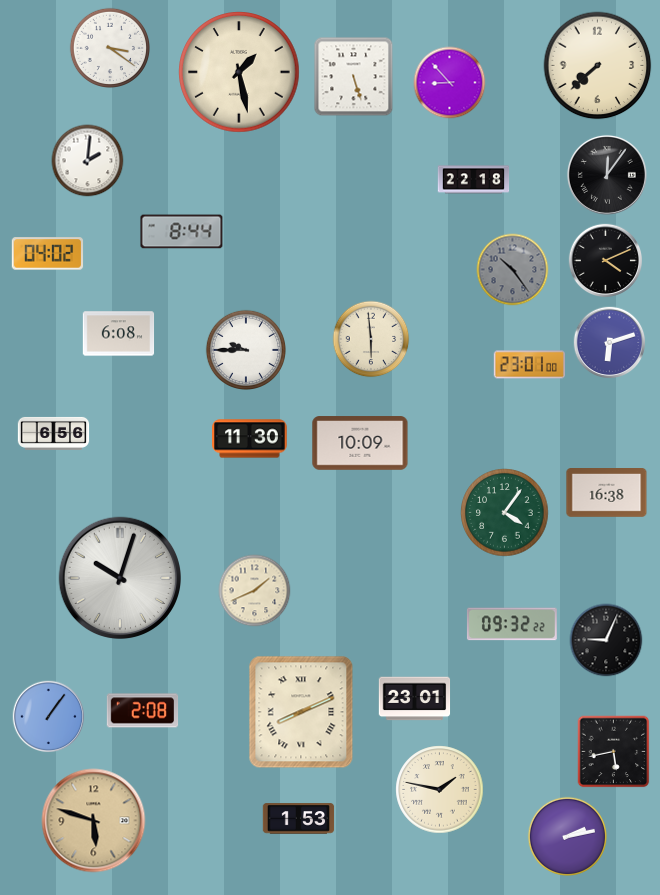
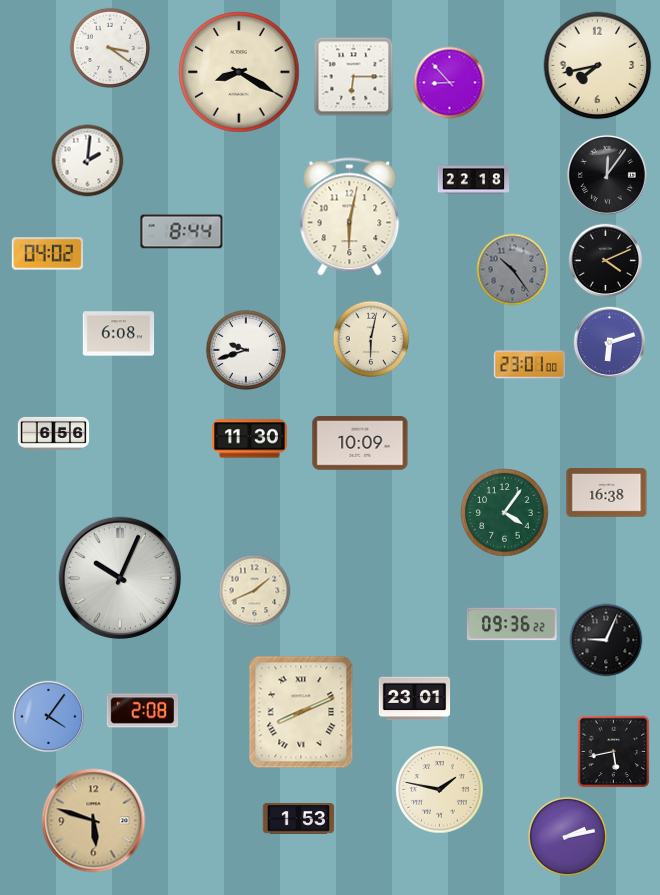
clock at (598, 66): 7:38 -> 7:43
clock at (239, 72): 1:28 -> 8:20
clock at (354, 77): 5:27 -> 6:15
clock at (350, 217): none -> 6:02
clock at (371, 339): 5:59 -> 6:02
clock at (245, 349): 9:45 -> 9:42
clock at (119, 577): 10:03 -> 10:04
clock at (512, 624): 09:32 -> 09:36
clock at (49, 717): 1:06 -> 4:06
